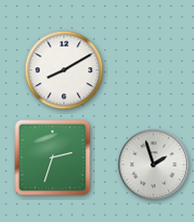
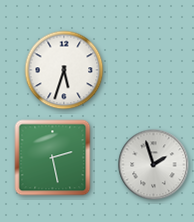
clock at (64, 70): 8:10 -> 5:33
clock at (53, 158): 2:33 -> 2:28
